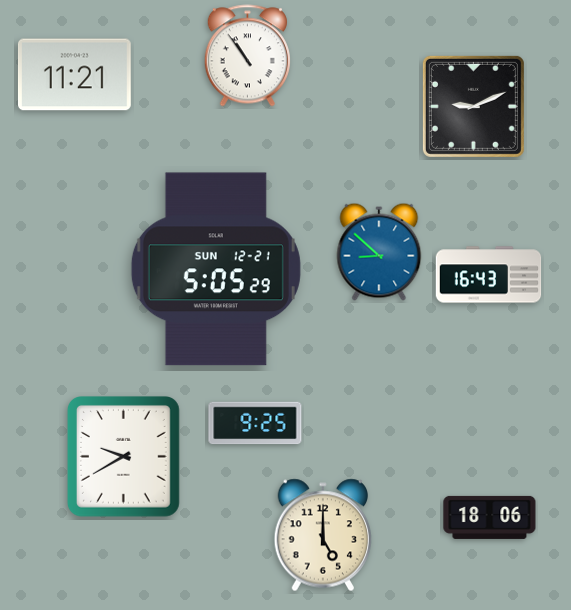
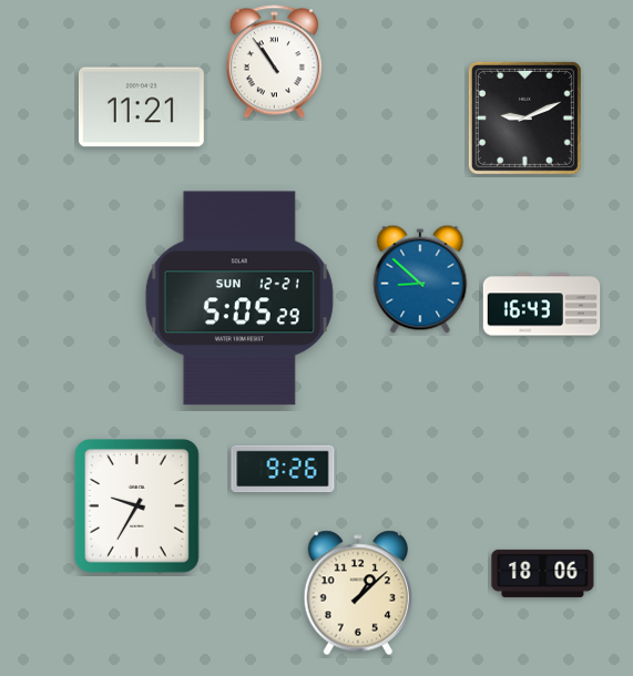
clock at (74, 75) position: (74, 75) -> (141, 107)
clock at (255, 423): 9:25 -> 9:26
clock at (123, 457): 9:40 -> 9:35
clock at (323, 535): 5:00 -> 1:08
